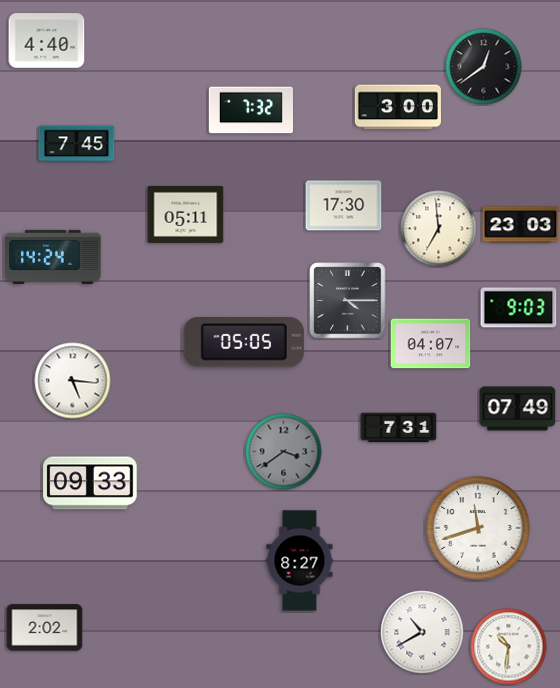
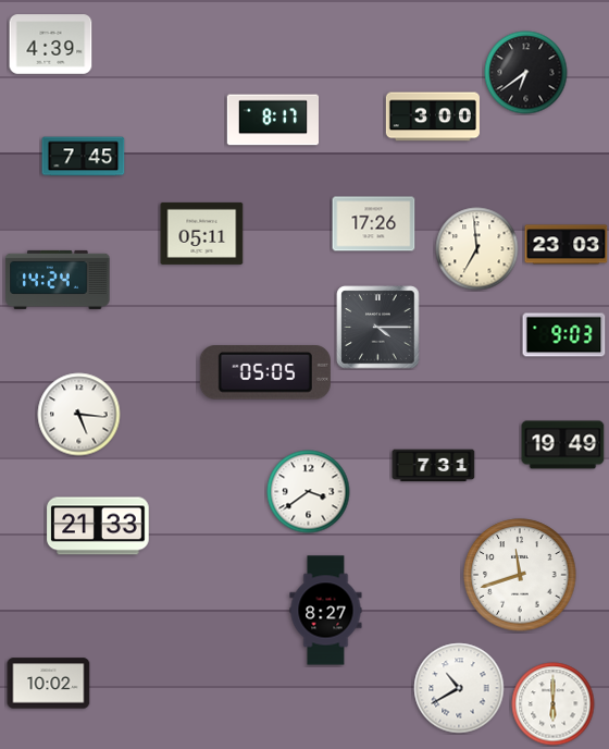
clock at (47, 41): 4:40 -> 4:39
clock at (484, 67): 12:39 -> 6:39
clock at (250, 110): 7:32 -> 8:17
clock at (344, 206): 17:30 -> 17:26
clock at (431, 344): 04:07 -> none
clock at (518, 409): 07:49 -> 19:49
clock at (284, 452) dial: grey -> white
clock at (90, 483): 09:33 -> 21:33
clock at (45, 628): 2:02 -> 10:02
clock at (509, 647): 10:31 -> 6:00
